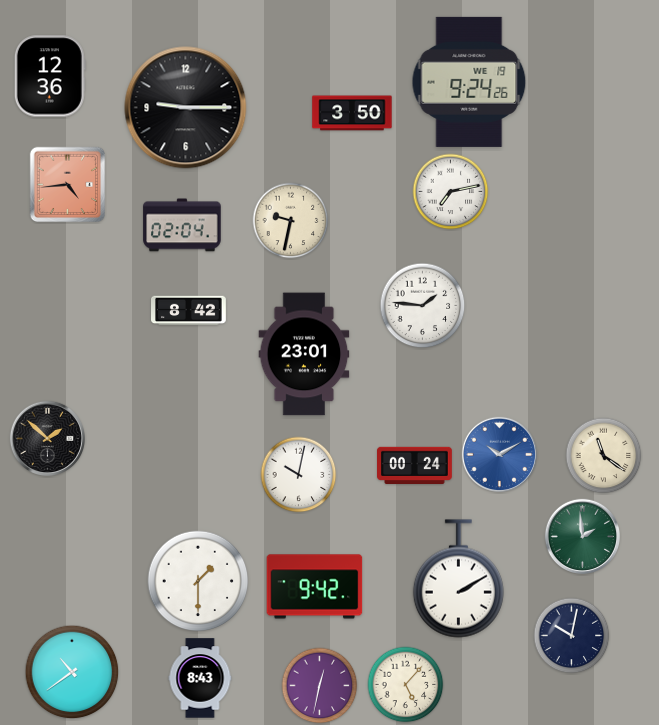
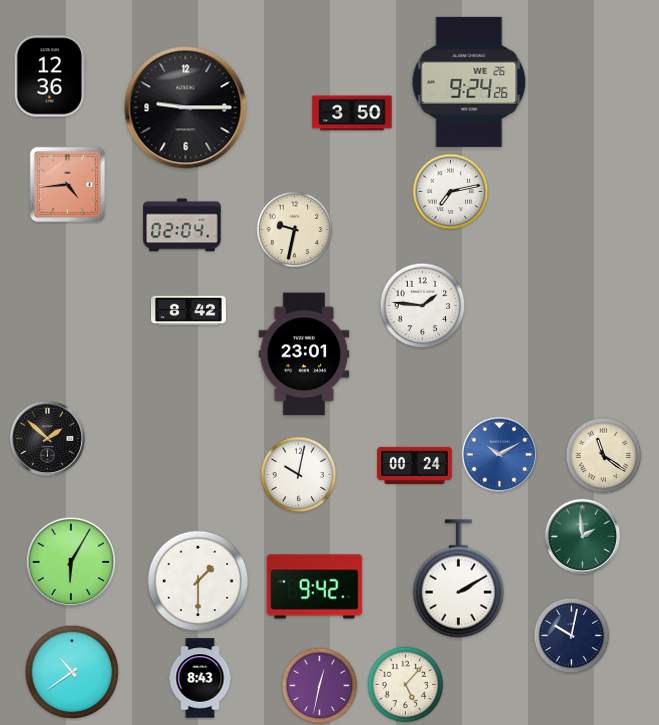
clock at (469, 82) date: WE 19 -> WE 26
clock at (291, 221) position: (291, 221) -> (295, 230)
clock at (71, 562): none -> 6:05
